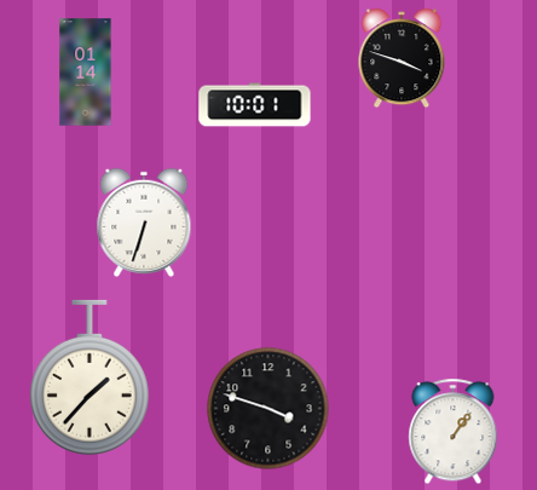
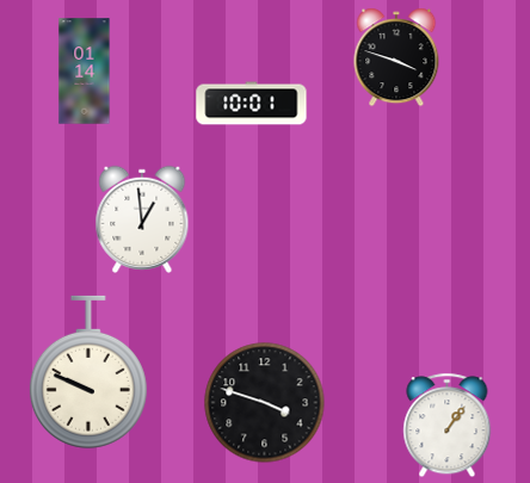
clock at (144, 223): 6:33 -> 12:59
clock at (89, 377): 1:37 -> 9:49
